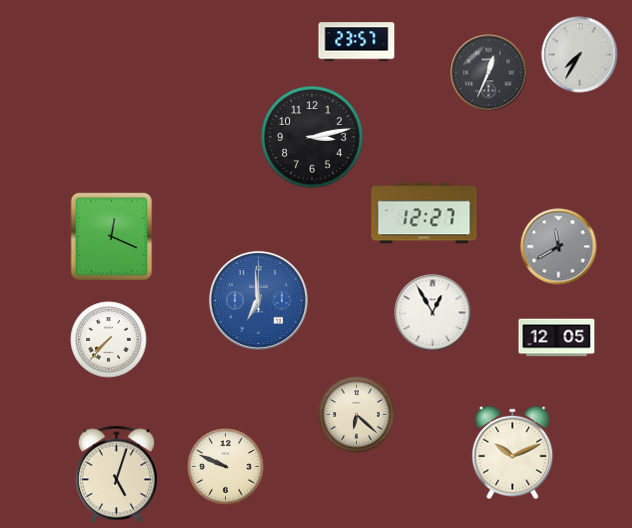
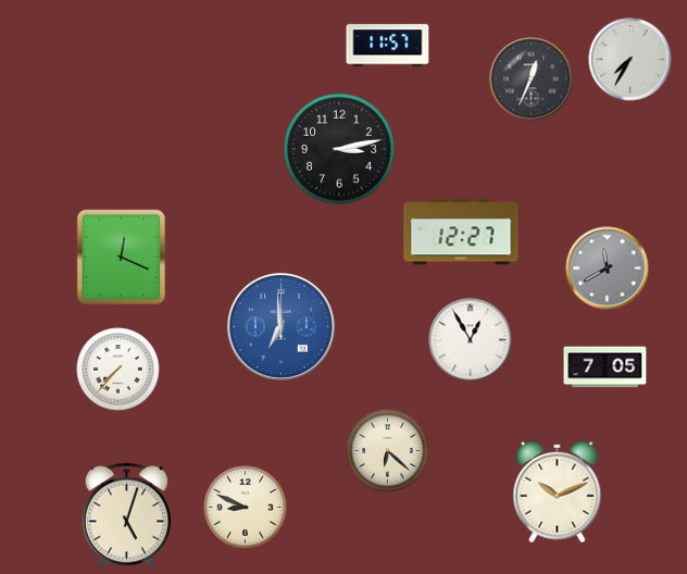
clock at (357, 42): 23:57 -> 11:57
clock at (557, 338): 12:05 -> 7:05
clock at (226, 467): 9:49 -> 8:49
